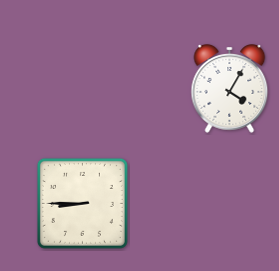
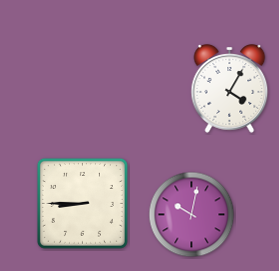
clock at (192, 215): none -> 10:02
